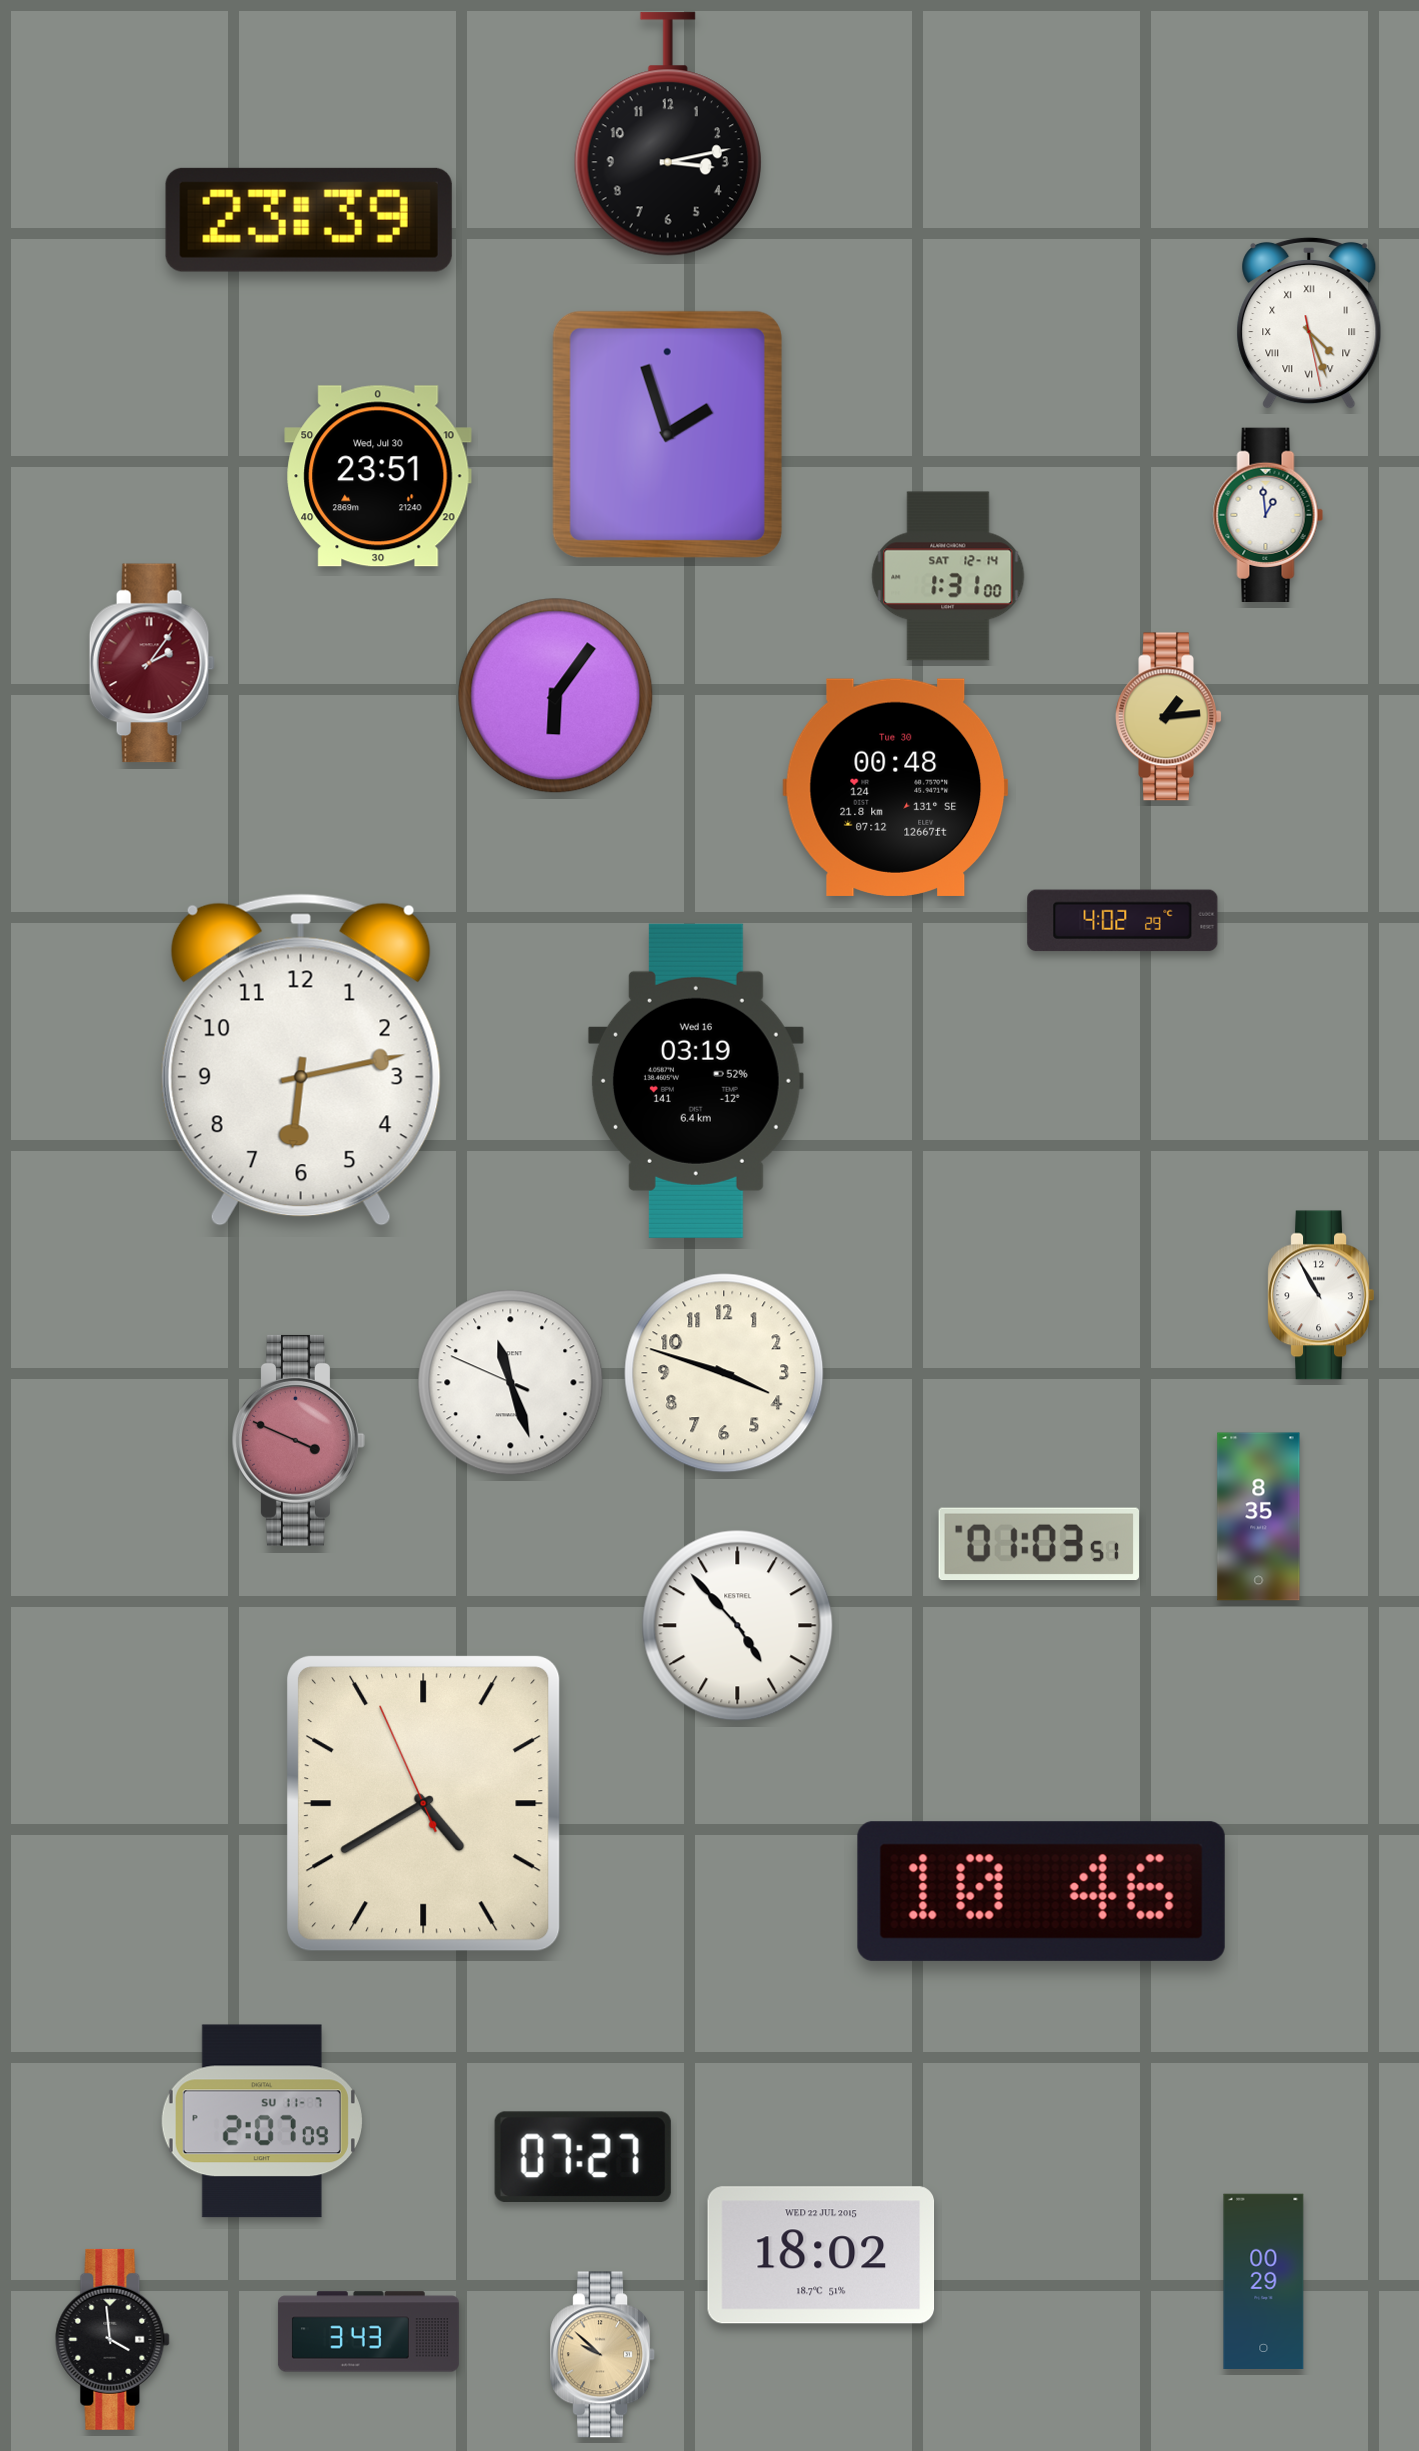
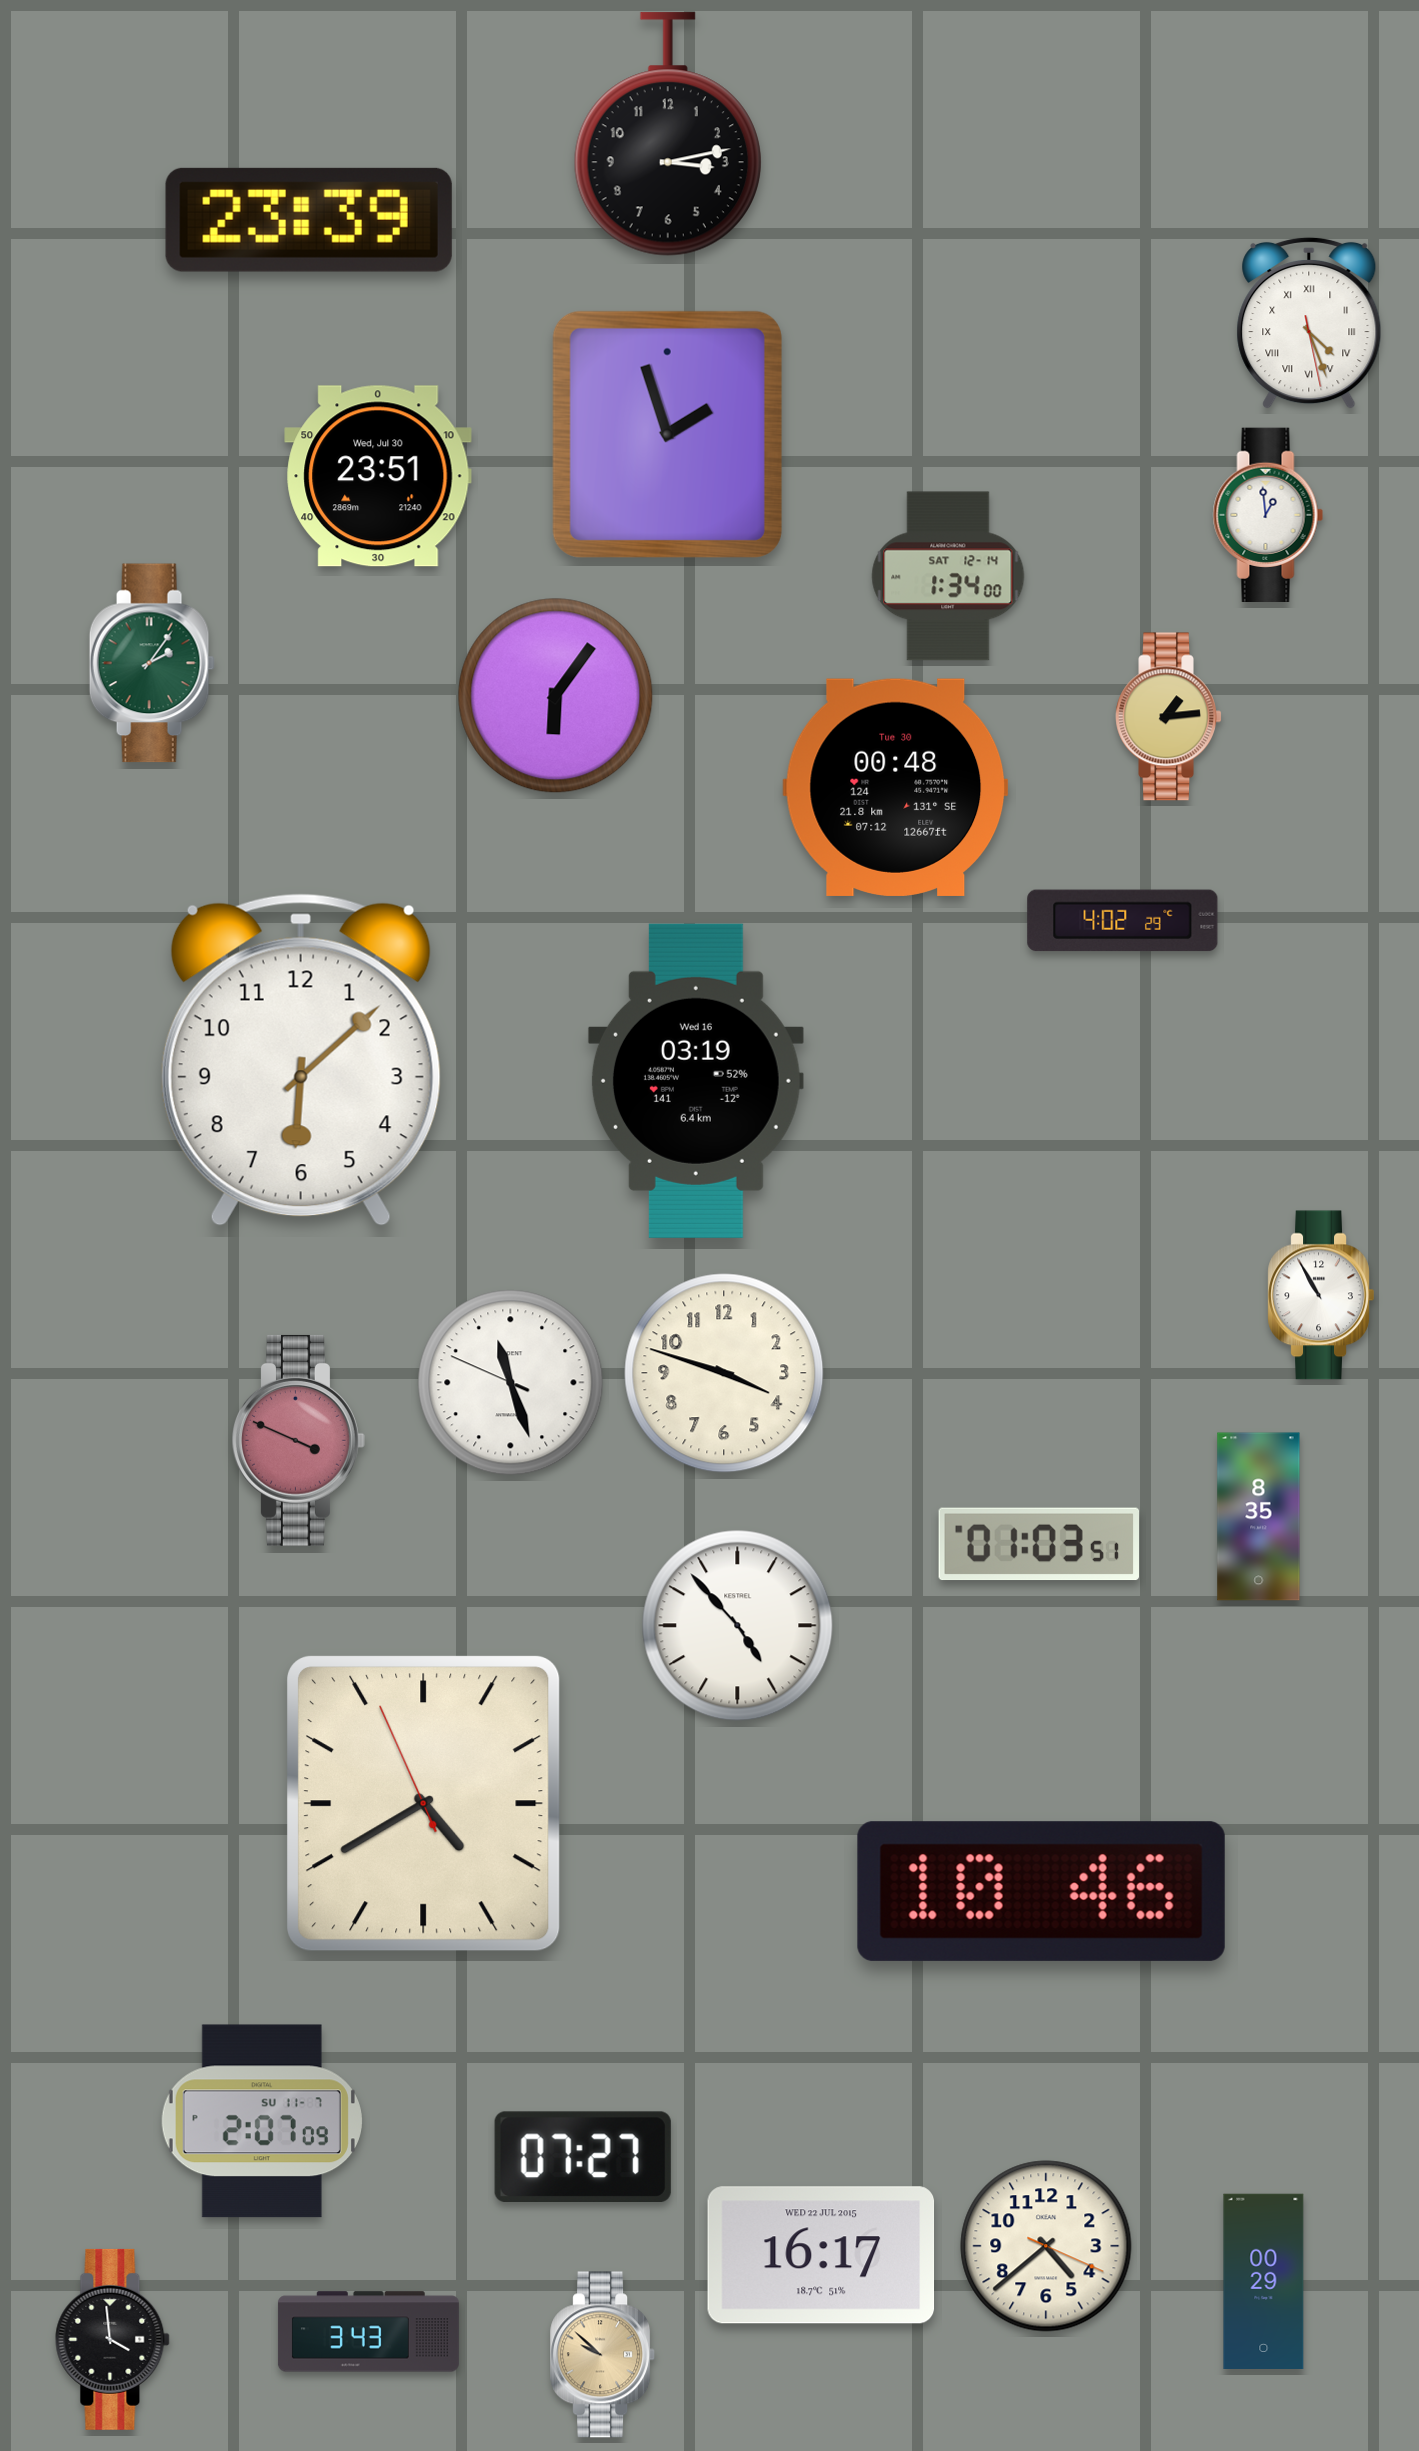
clock at (948, 576): 1:31 -> 1:34
clock at (152, 663) dial: burgundy -> green
clock at (301, 1060): 6:13 -> 6:08
clock at (1046, 2246): none -> 4:38
clock at (821, 2255): 18:02 -> 16:17
